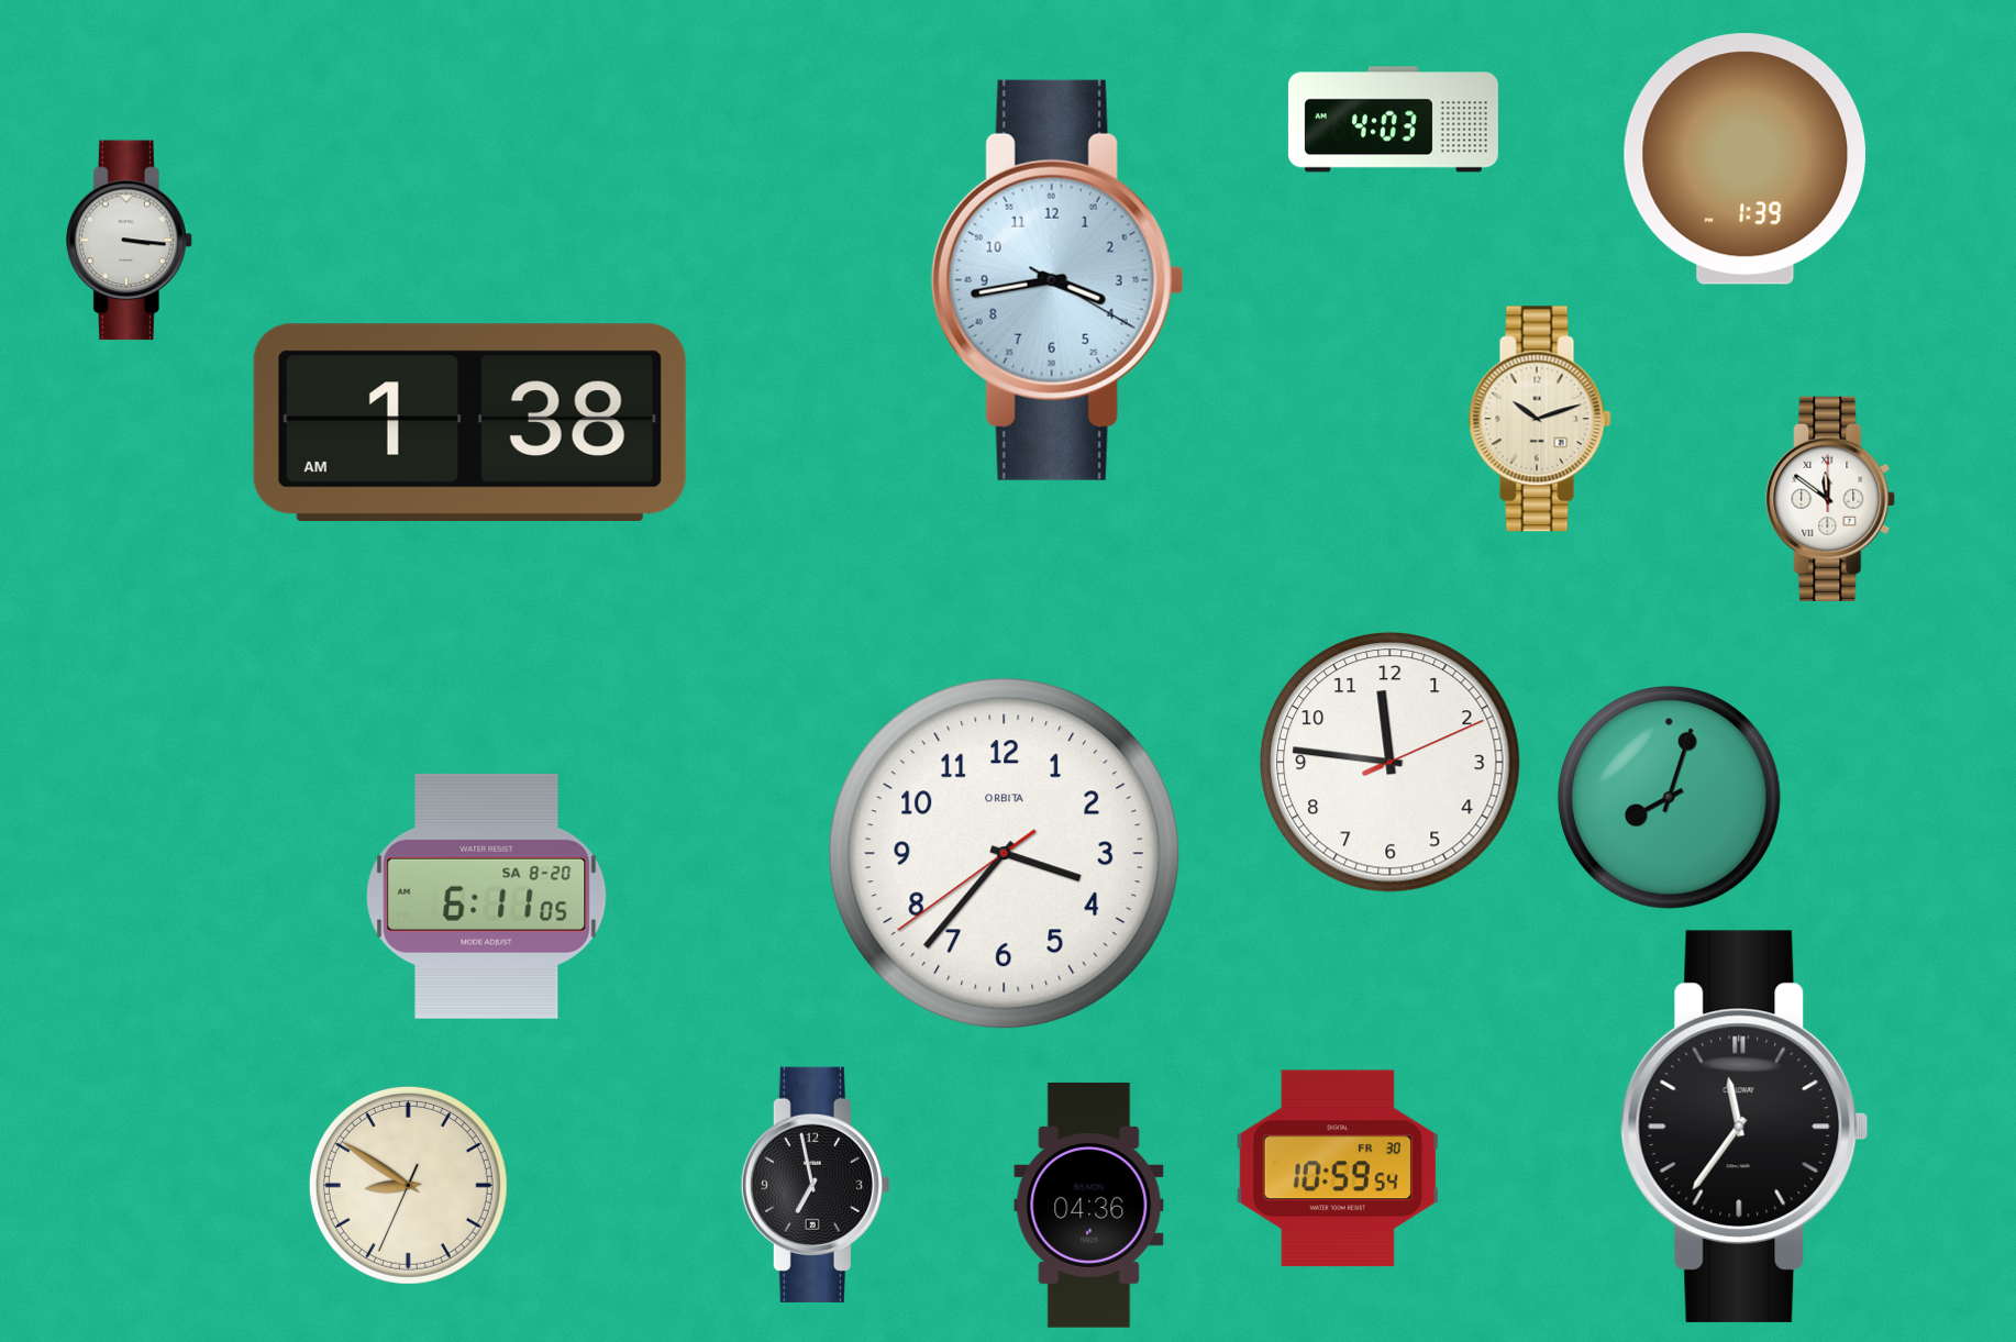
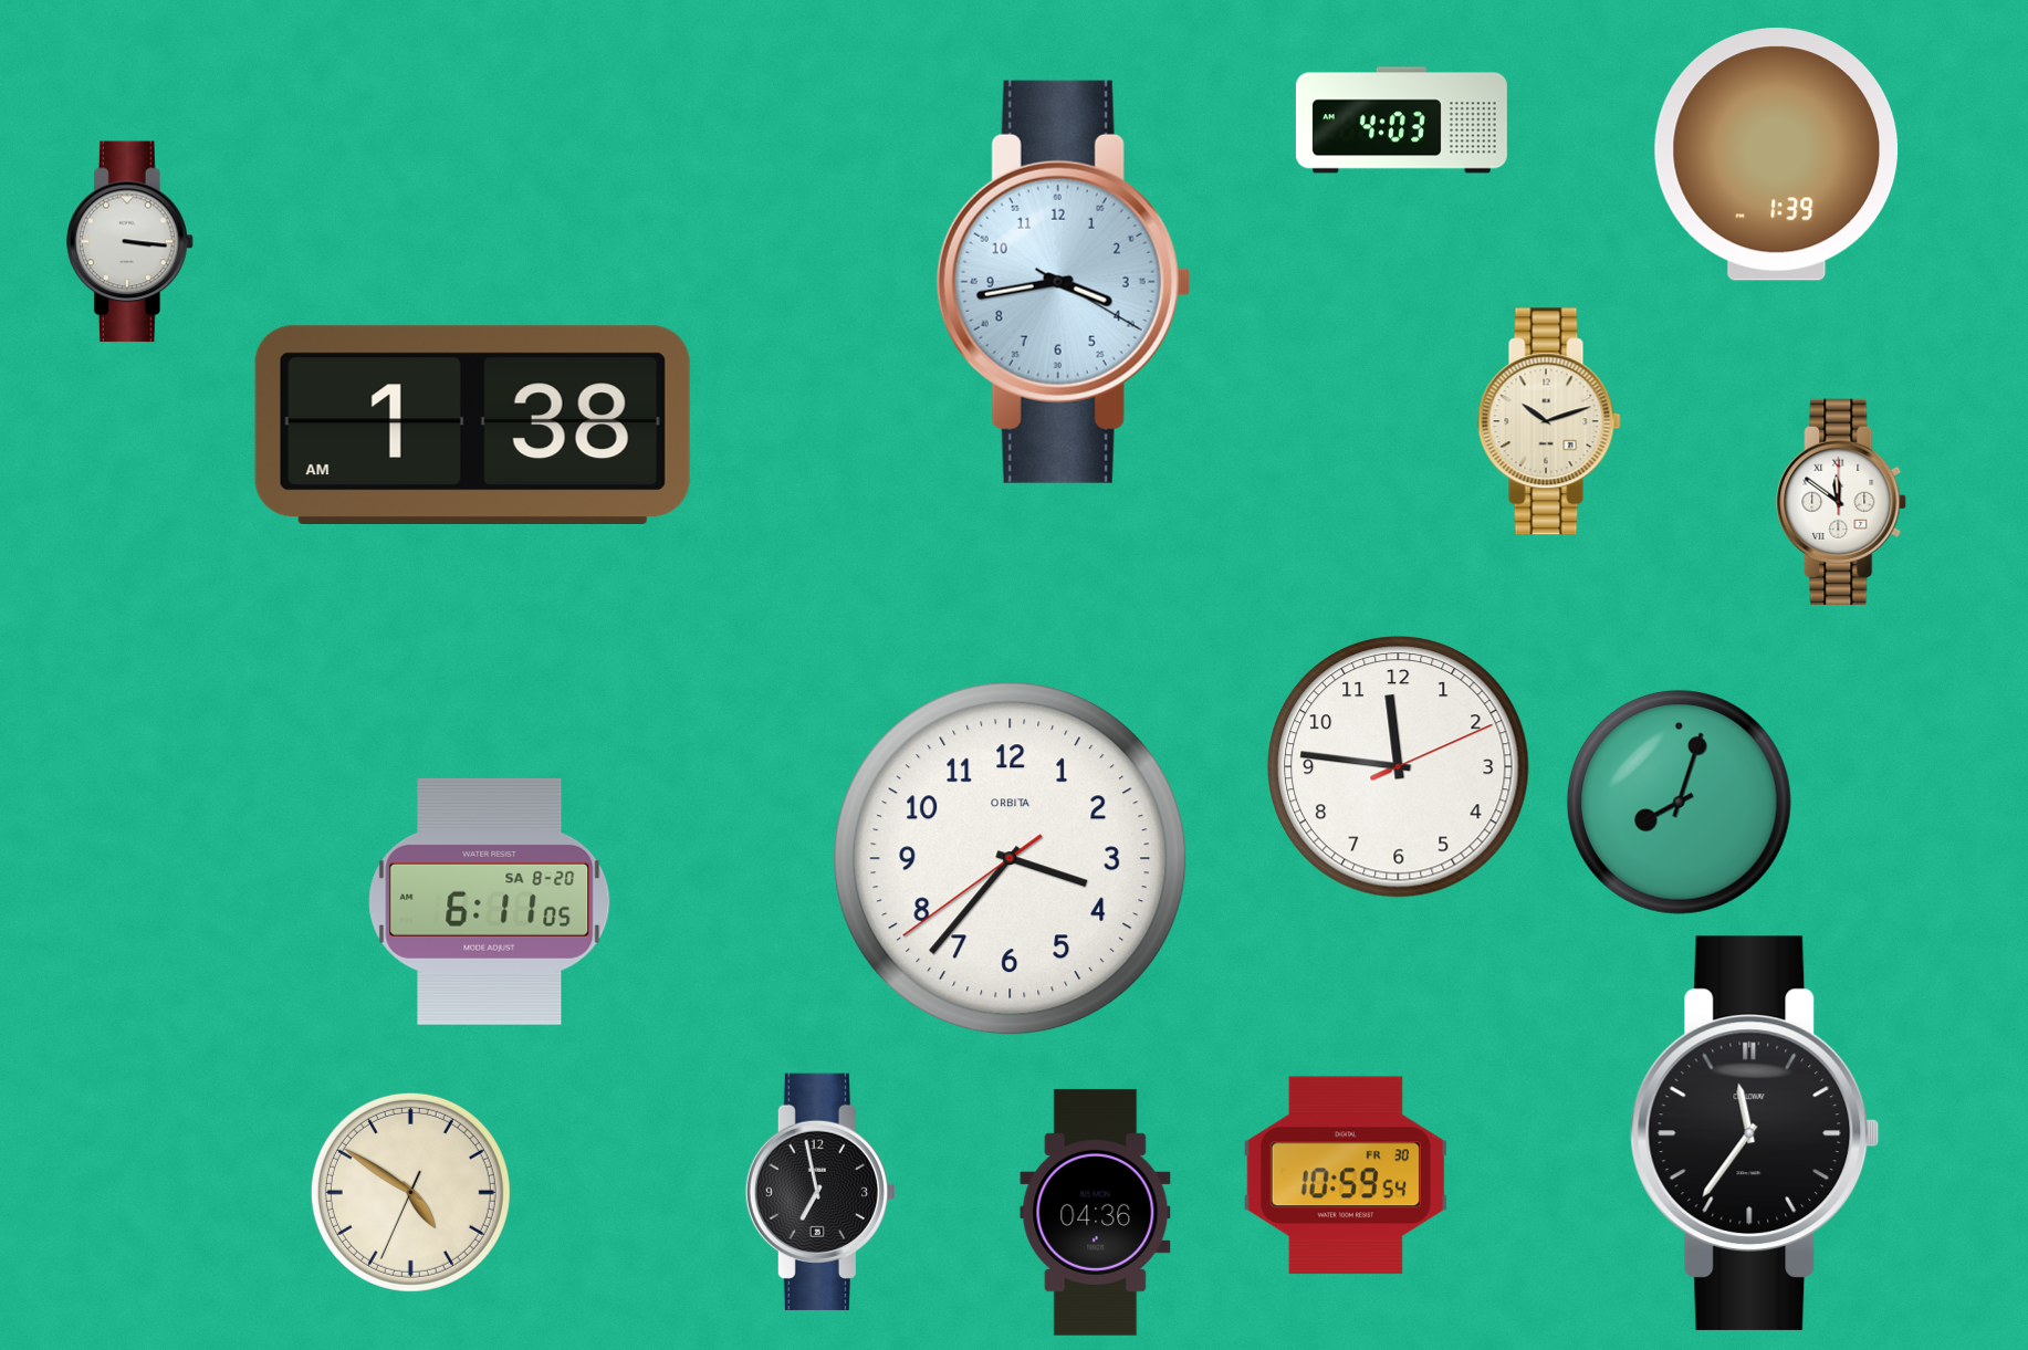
clock at (1746, 159) position: (1746, 159) -> (1777, 155)
clock at (408, 1185): 8:50 -> 4:50
